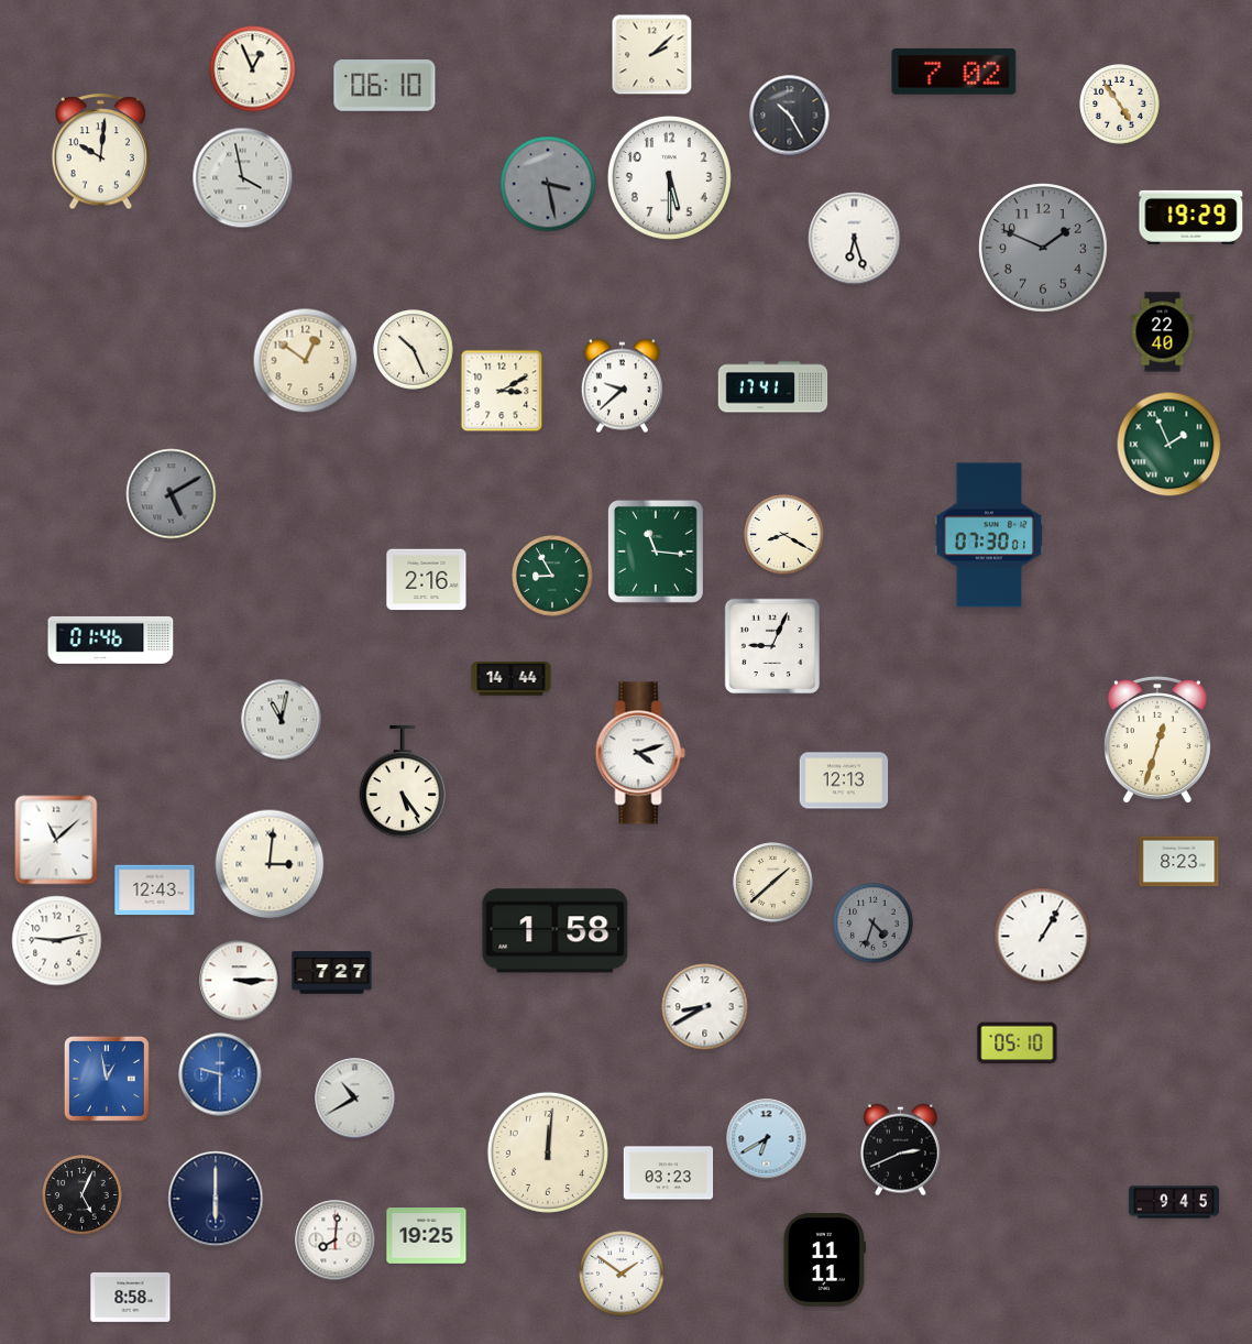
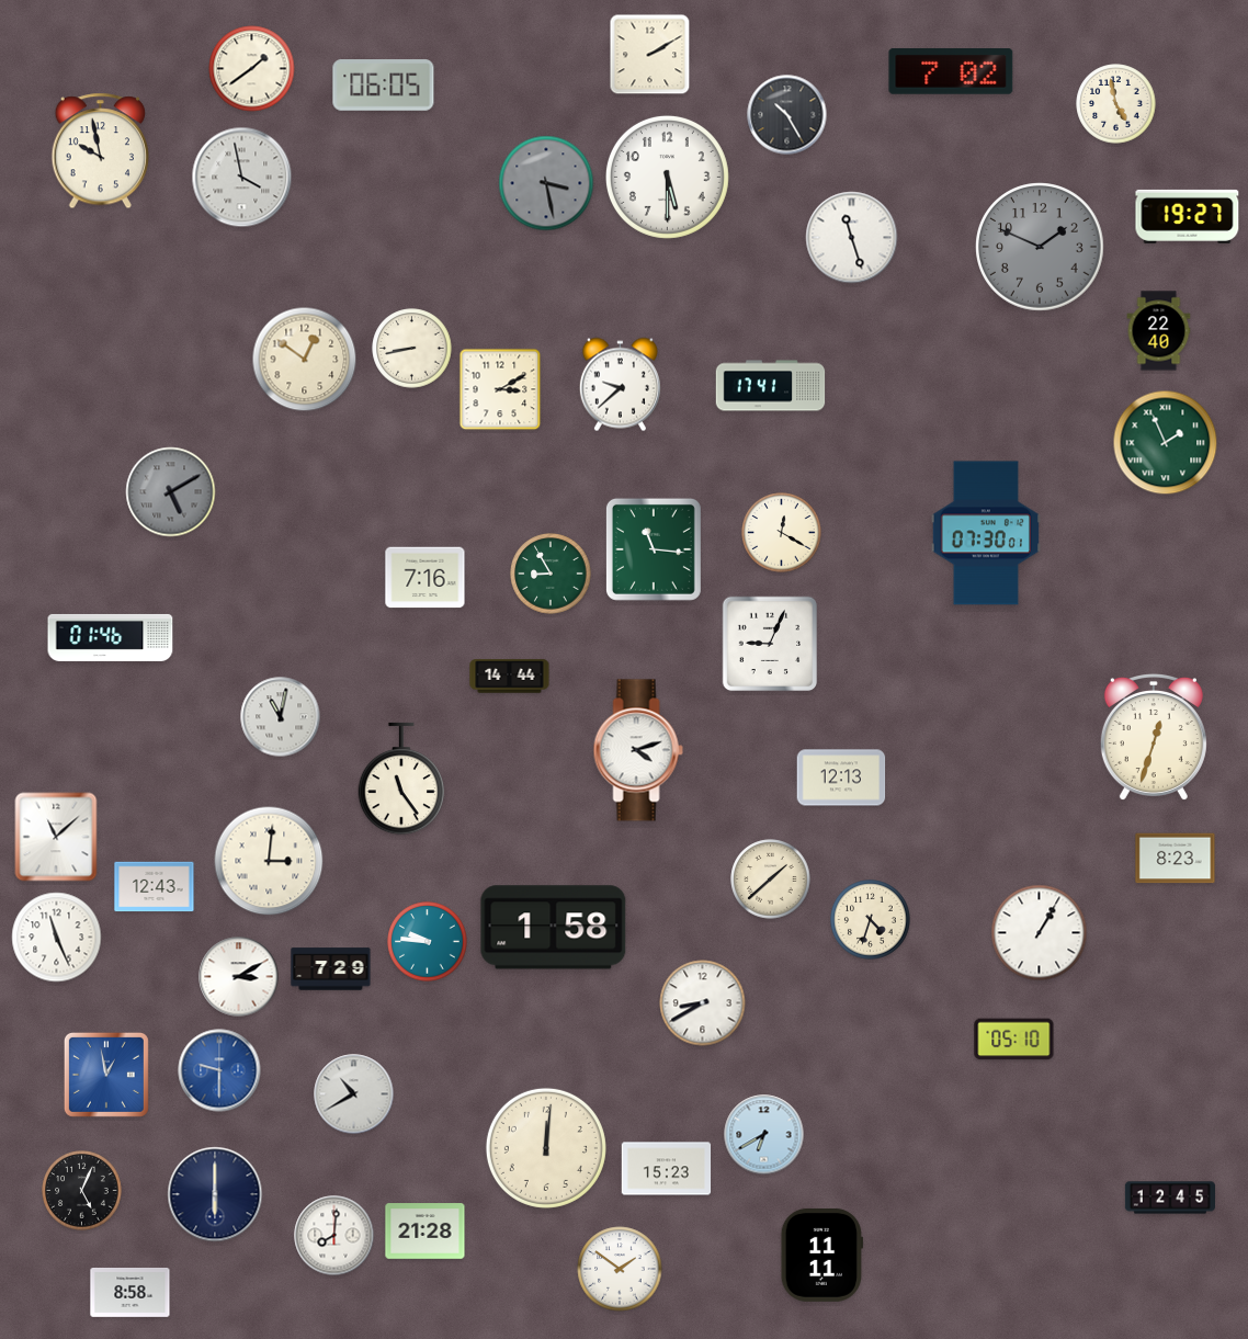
clock at (652, 55): 2:08 -> 2:10
clock at (253, 69): 12:56 -> 1:39
clock at (385, 86): 06:10 -> 06:05
clock at (1120, 105): 4:54 -> 4:58
clock at (100, 152): 10:01 -> 9:58
clock at (1191, 217): 19:29 -> 19:27
clock at (855, 239): 6:27 -> 11:27
clock at (414, 350): 10:26 -> 8:43
clock at (784, 535): 8:20 -> 12:20
clock at (427, 580): 2:16 -> 7:16
clock at (403, 782): 5:24 -> 11:24
clock at (874, 924) dial: grey -> cream
clock at (57, 941): 9:13 -> 11:26
clock at (428, 942): none -> 9:46
clock at (332, 973): 7:27 -> 7:29
clock at (240, 981): 3:15 -> 3:10
clock at (900, 1150): 2:41 -> none
clock at (669, 1173): 03:23 -> 15:23
clock at (1173, 1202): 9:45 -> 12:45
clock at (427, 1236): 19:25 -> 21:28
